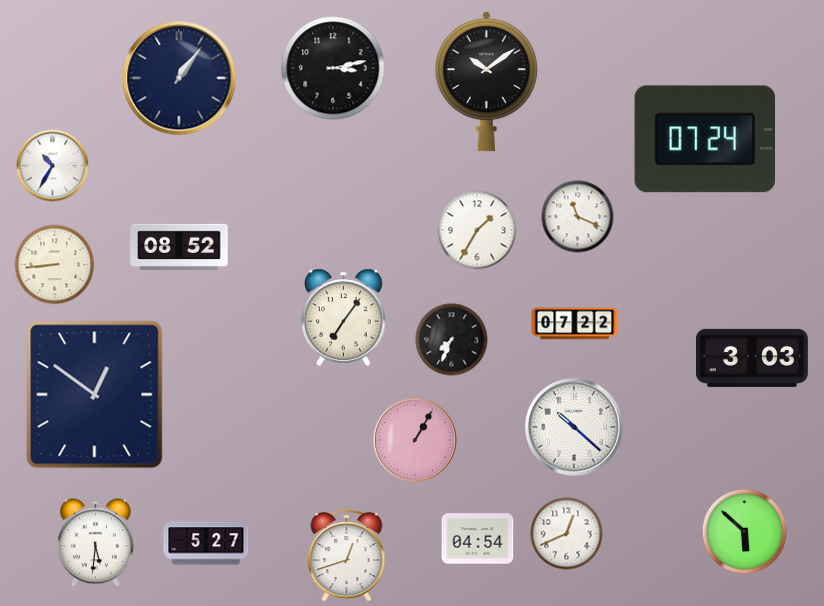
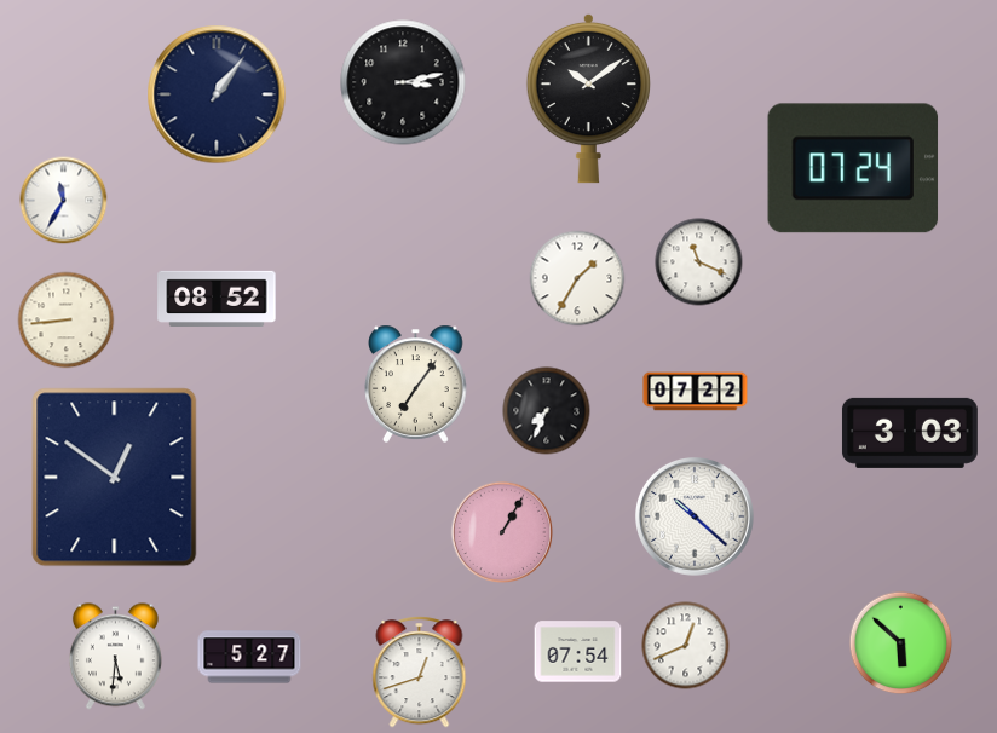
clock at (53, 166): 10:35 -> 11:35
clock at (478, 539): 04:54 -> 07:54
